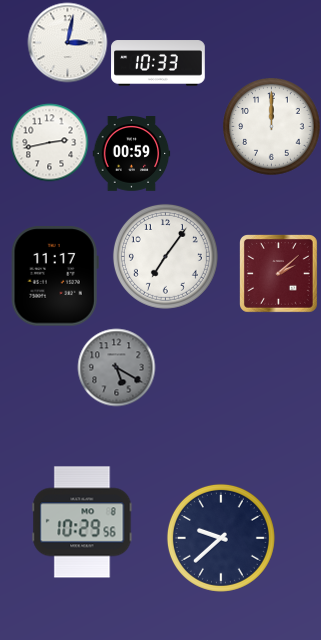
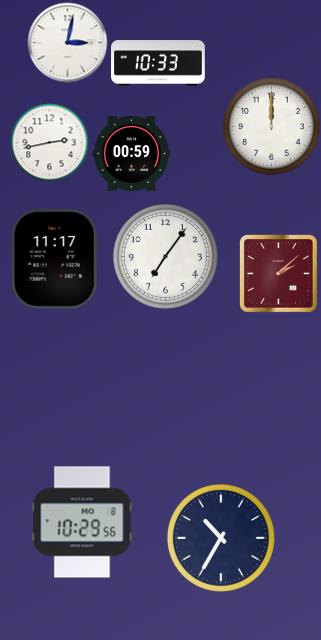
clock at (55, 276) position: (55, 276) -> (55, 259)
clock at (116, 367): 5:20 -> none
clock at (221, 538): 9:38 -> 10:35
